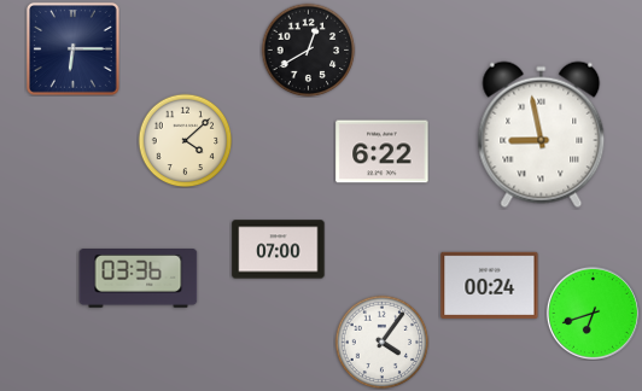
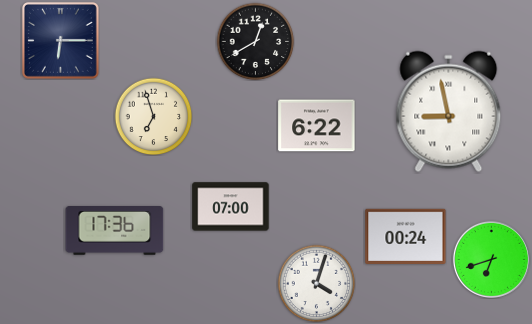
clock at (185, 140): 4:08 -> 6:57
clock at (139, 279): 03:36 -> 17:36
clock at (381, 342): 4:06 -> 4:03
